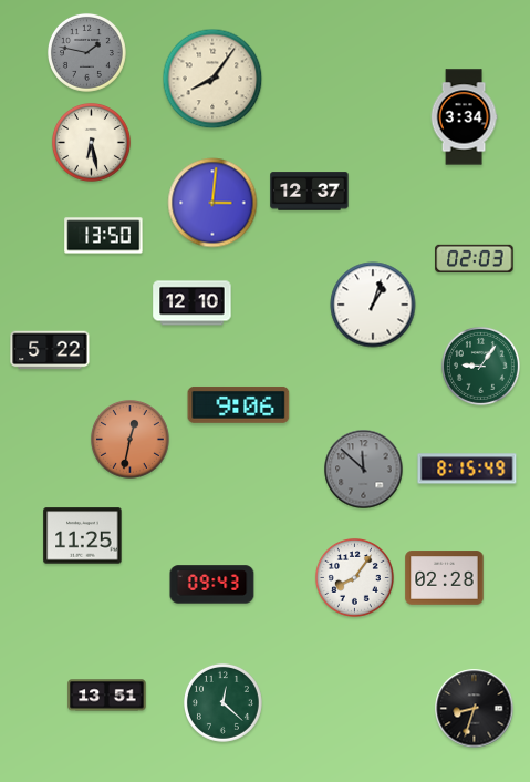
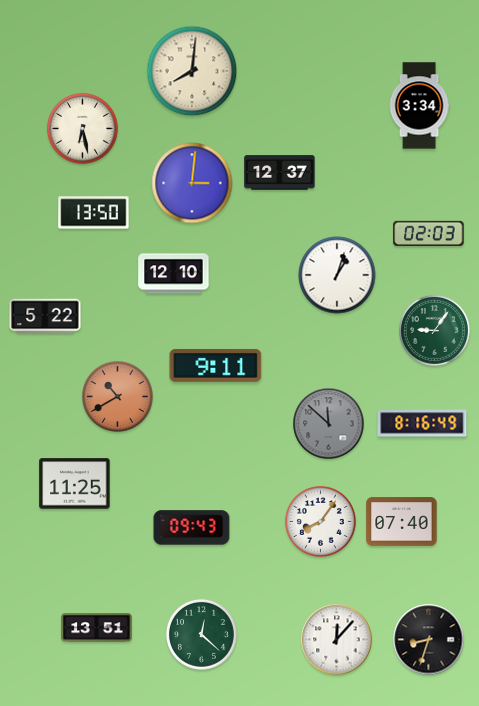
clock at (86, 52): 1:47 -> none
clock at (212, 79): 8:06 -> 8:01
clock at (239, 404): 9:06 -> 9:11
clock at (129, 439): 12:32 -> 10:40
clock at (467, 469): 8:15 -> 8:16
clock at (445, 578): 02:28 -> 07:40
clock at (337, 640): none -> 12:07
